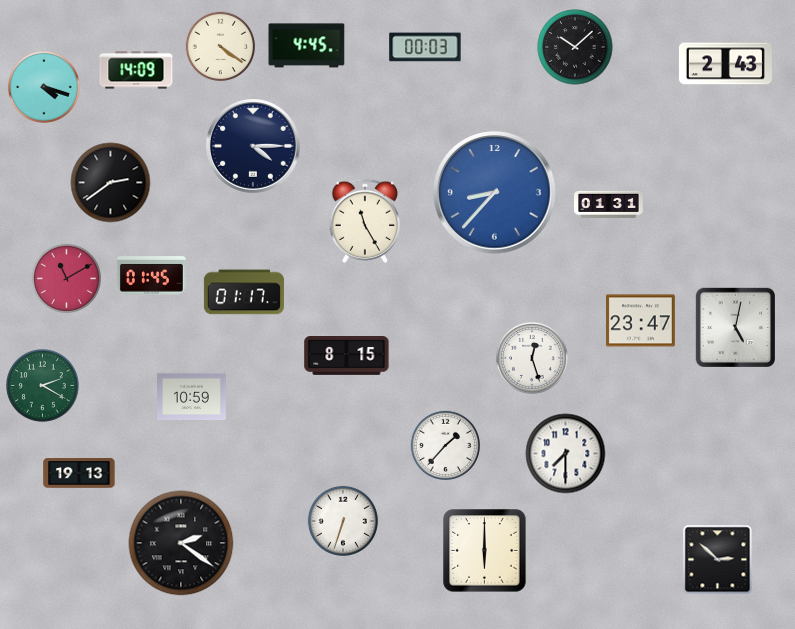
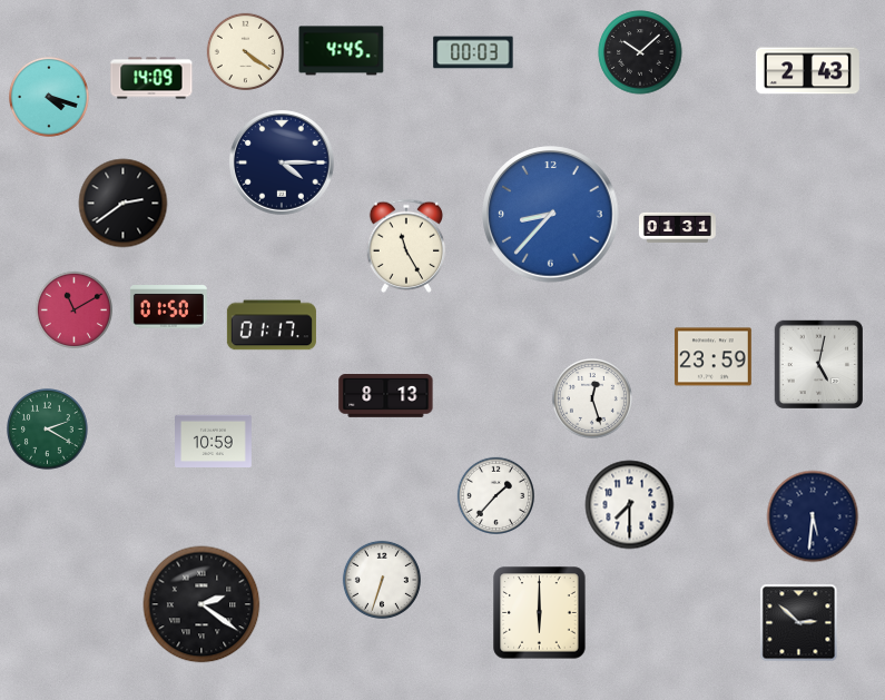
clock at (151, 276): 01:45 -> 01:50
clock at (640, 321): 23:47 -> 23:59
clock at (347, 356): 8:15 -> 8:13
clock at (813, 516): none -> 5:31
clock at (79, 473): 19:13 -> none
